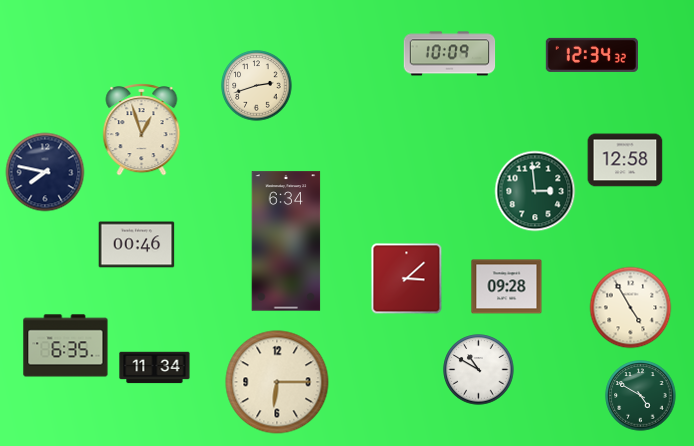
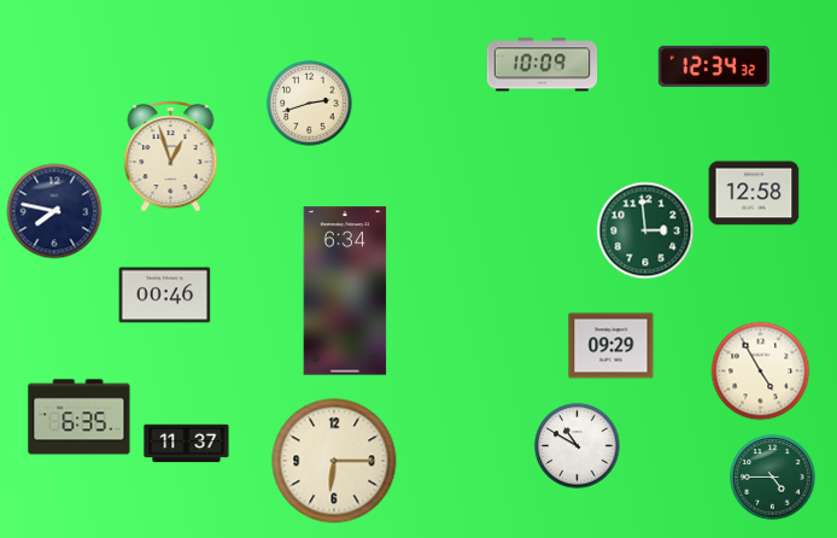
clock at (45, 172) position: (45, 172) -> (54, 211)
clock at (407, 279): 3:08 -> none
clock at (507, 287): 09:28 -> 09:29
clock at (155, 368): 11:34 -> 11:37
clock at (641, 396): 4:50 -> 4:45
